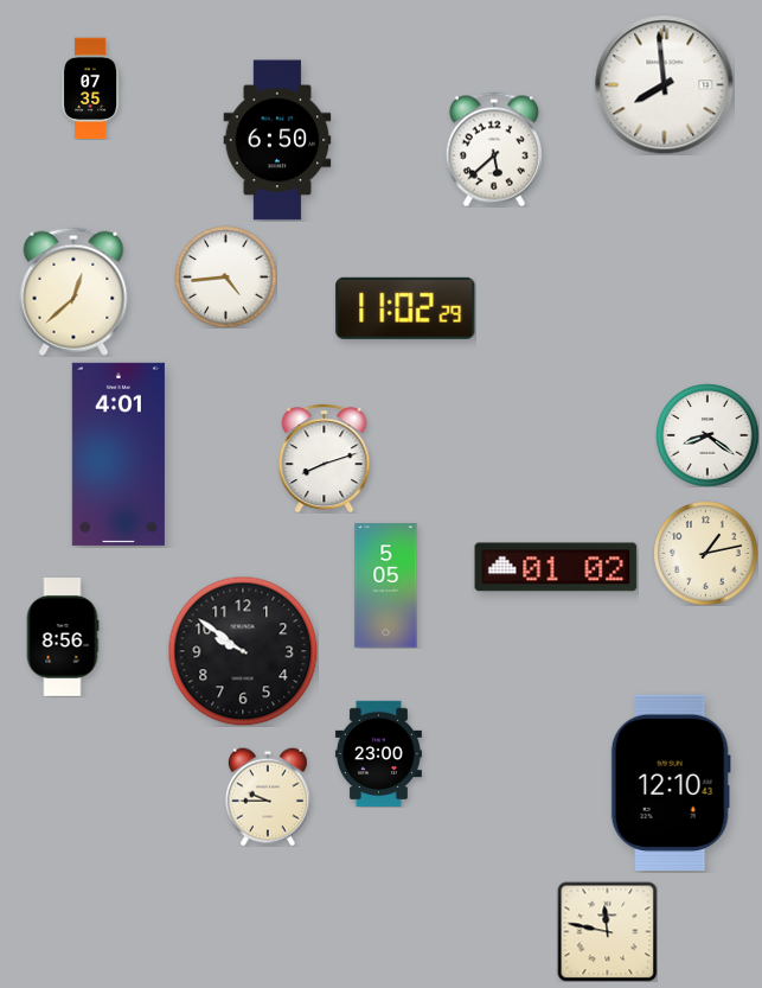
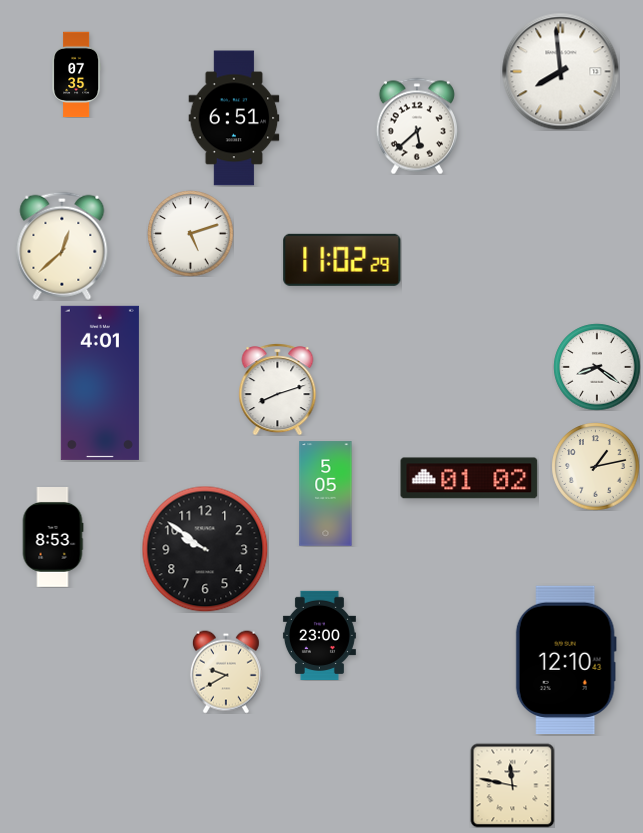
clock at (277, 140): 6:50 -> 6:51
clock at (225, 276): 4:44 -> 5:12
clock at (325, 458) position: (325, 458) -> (278, 389)
clock at (63, 638): 8:56 -> 8:53
clock at (268, 797): 9:45 -> 9:40
